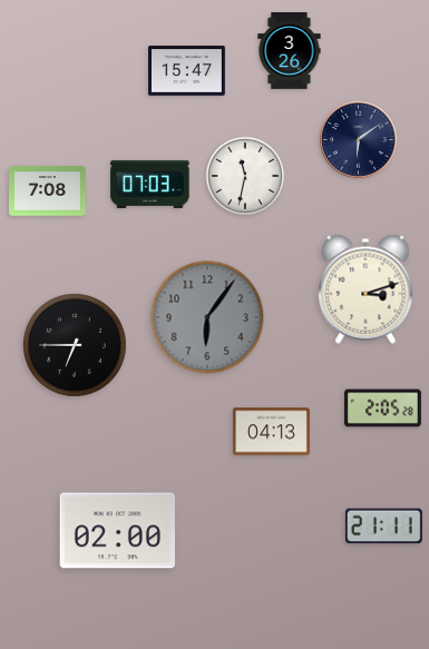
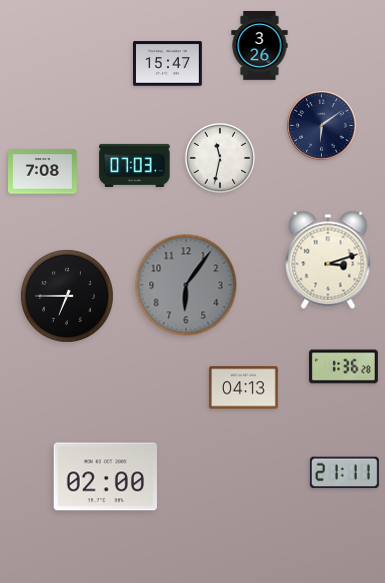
clock at (75, 345) position: (75, 345) -> (67, 296)
clock at (383, 409): 2:05 -> 1:36
